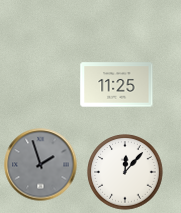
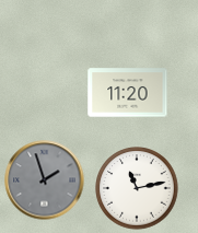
clock at (117, 85): 11:25 -> 11:20
clock at (125, 172): 12:07 -> 11:13
